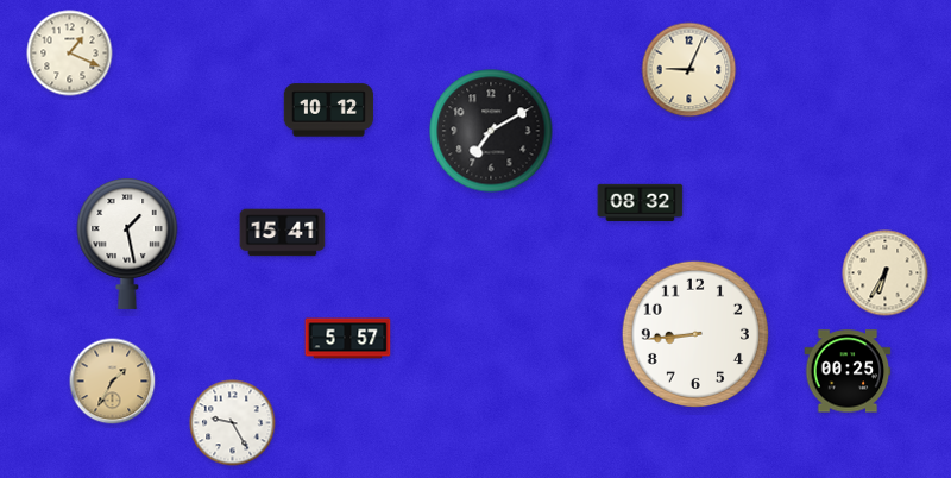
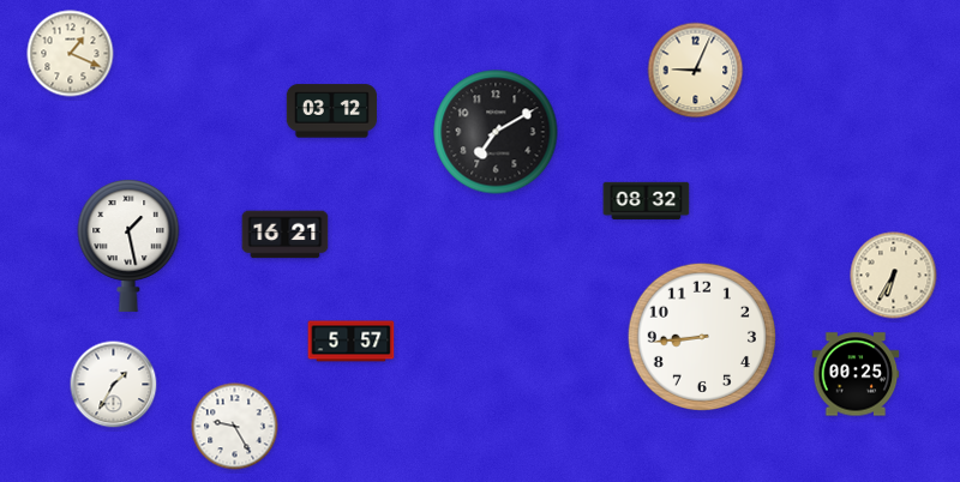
clock at (328, 111): 10:12 -> 03:12
clock at (641, 202) position: (641, 202) -> (647, 200)
clock at (283, 233): 15:41 -> 16:21
clock at (113, 382) dial: champagne -> white
